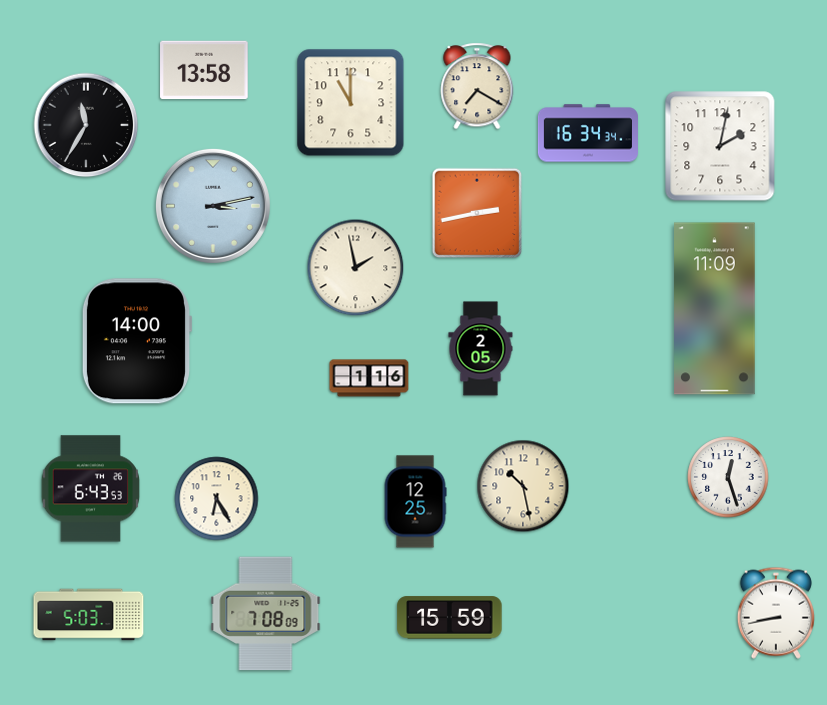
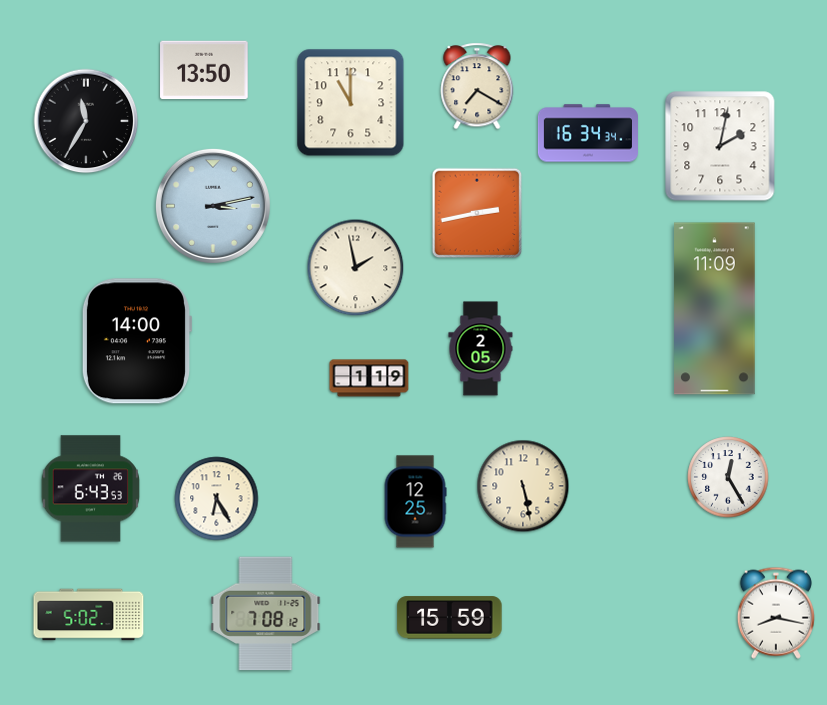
clock at (204, 70): 13:58 -> 13:50
clock at (86, 125) position: (86, 125) -> (86, 121)
clock at (369, 378): 1:16 -> 1:19
clock at (728, 477): 12:27 -> 12:25
clock at (523, 486): 10:28 -> 5:28
clock at (776, 613): 8:43 -> 8:17
clock at (266, 614): 7:08:09 -> 7:08:12
clock at (89, 615): 5:03 -> 5:02
